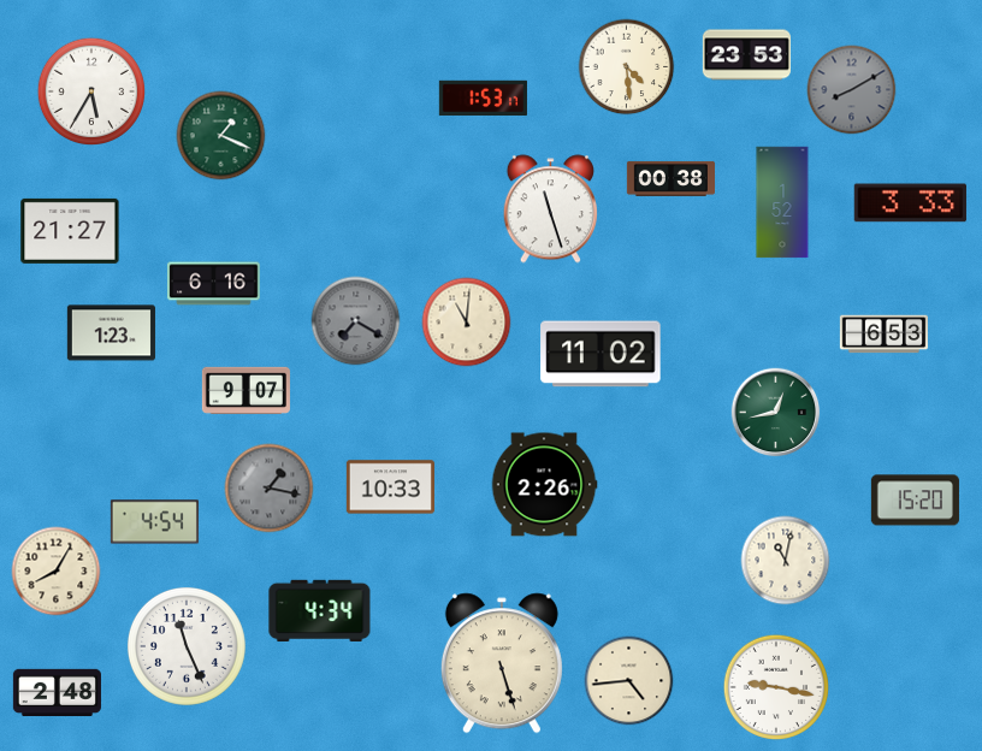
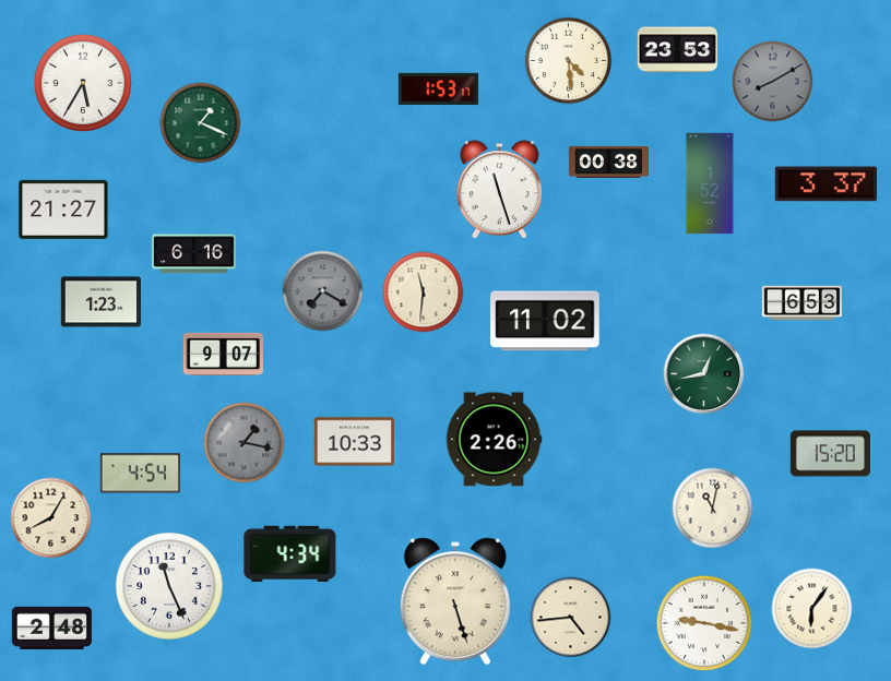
clock at (910, 203): 3:33 -> 3:37
clock at (214, 284) position: (214, 284) -> (194, 254)
clock at (467, 323): 11:01 -> 11:31
clock at (812, 609): none -> 6:06
